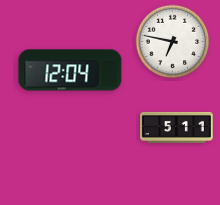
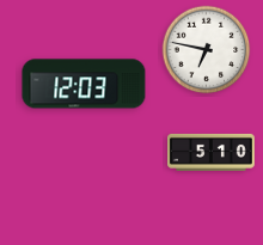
clock at (70, 70): 12:04 -> 12:03
clock at (177, 127): 5:11 -> 5:10
